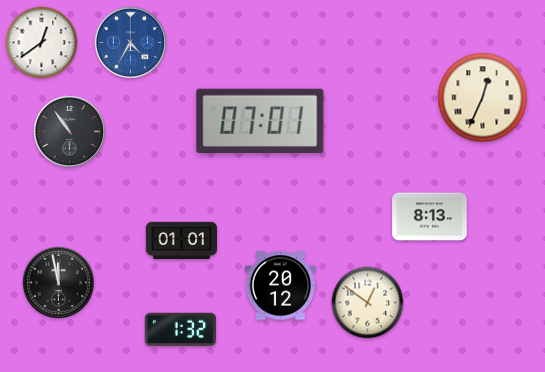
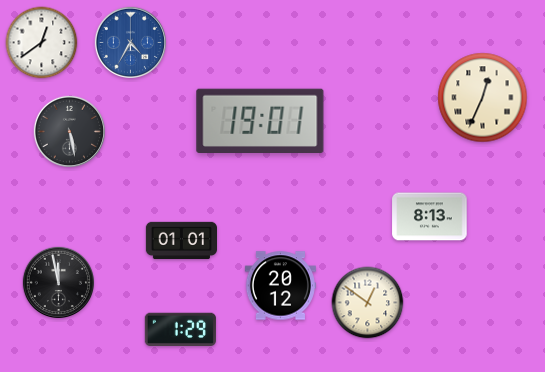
clock at (260, 121): 07:01 -> 19:01
clock at (69, 131): 10:54 -> 5:28
clock at (180, 330): 1:32 -> 1:29
